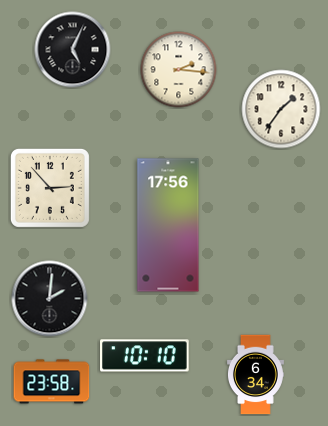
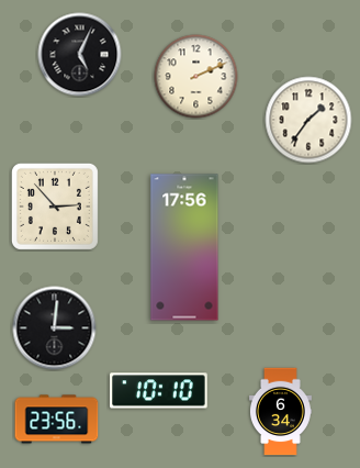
clock at (179, 70): 2:16 -> 2:11
clock at (50, 299): 2:01 -> 3:01
clock at (52, 382): 23:58 -> 23:56
